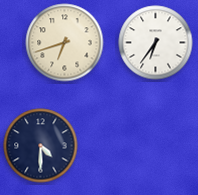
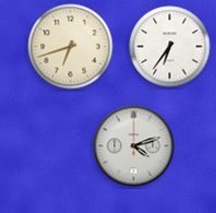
clock at (134, 146): none -> 4:12
clock at (41, 146): 4:30 -> none
